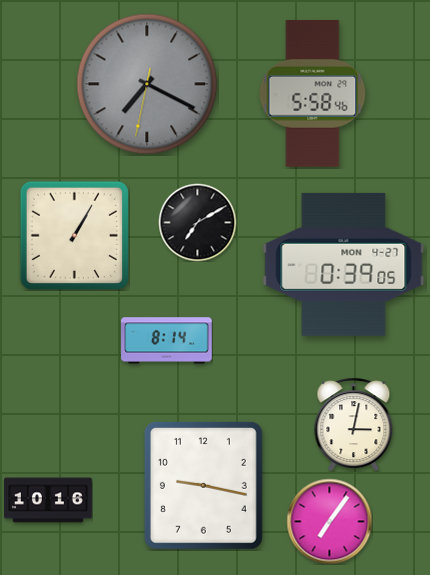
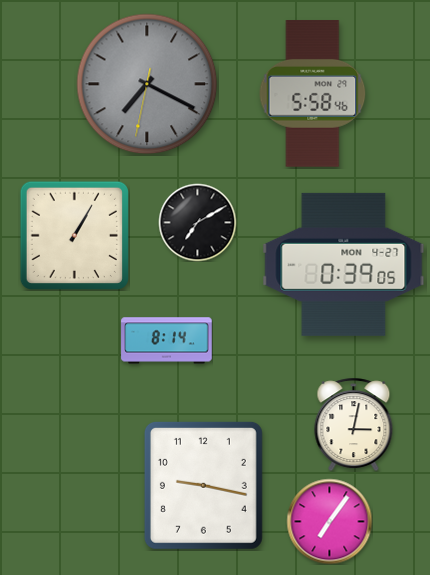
clock at (48, 500): 10:16 -> none
